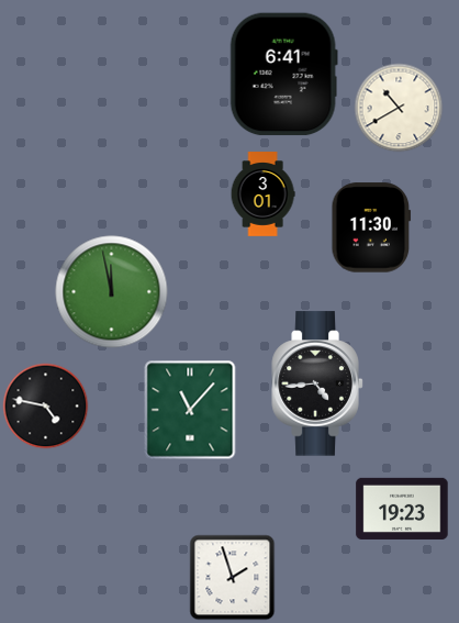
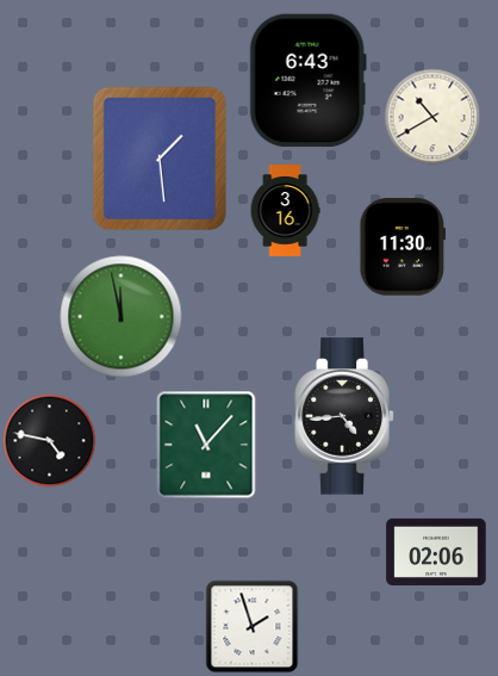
clock at (283, 75): 6:41 -> 6:43
clock at (158, 157): none -> 1:29
clock at (262, 194): 3:01 -> 3:16
clock at (402, 509): 19:23 -> 02:06
